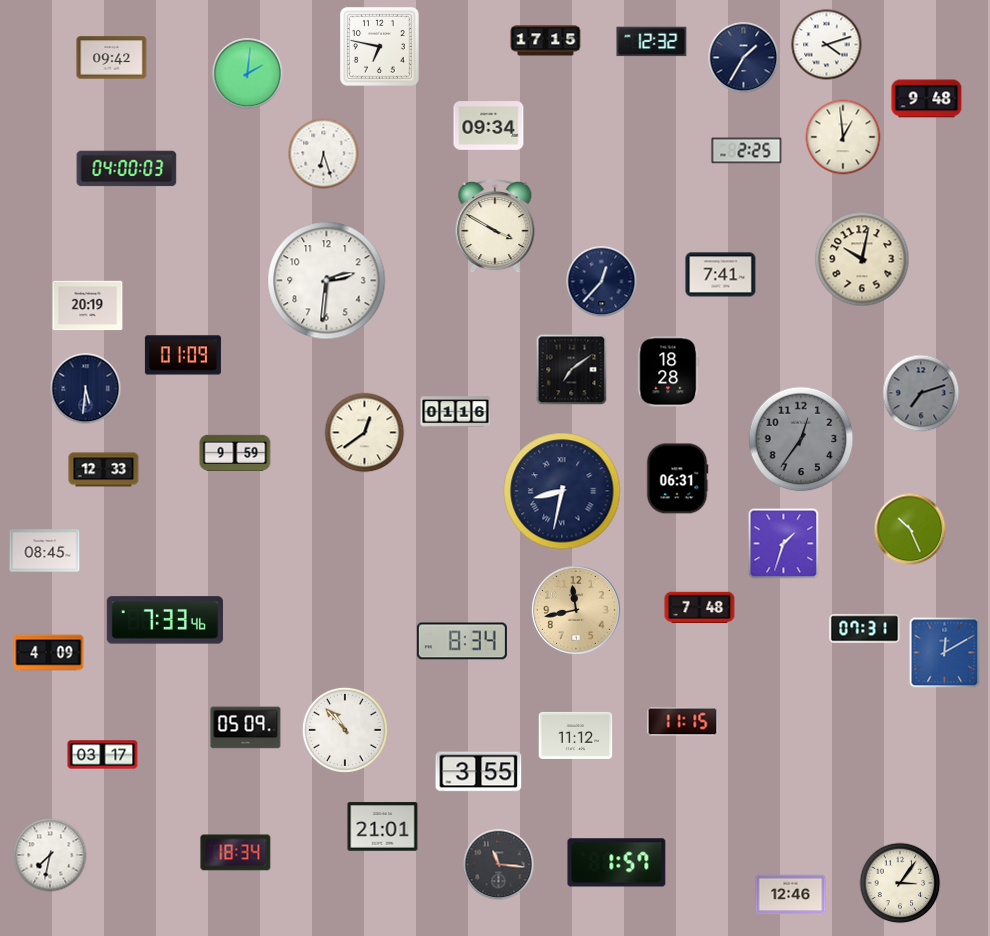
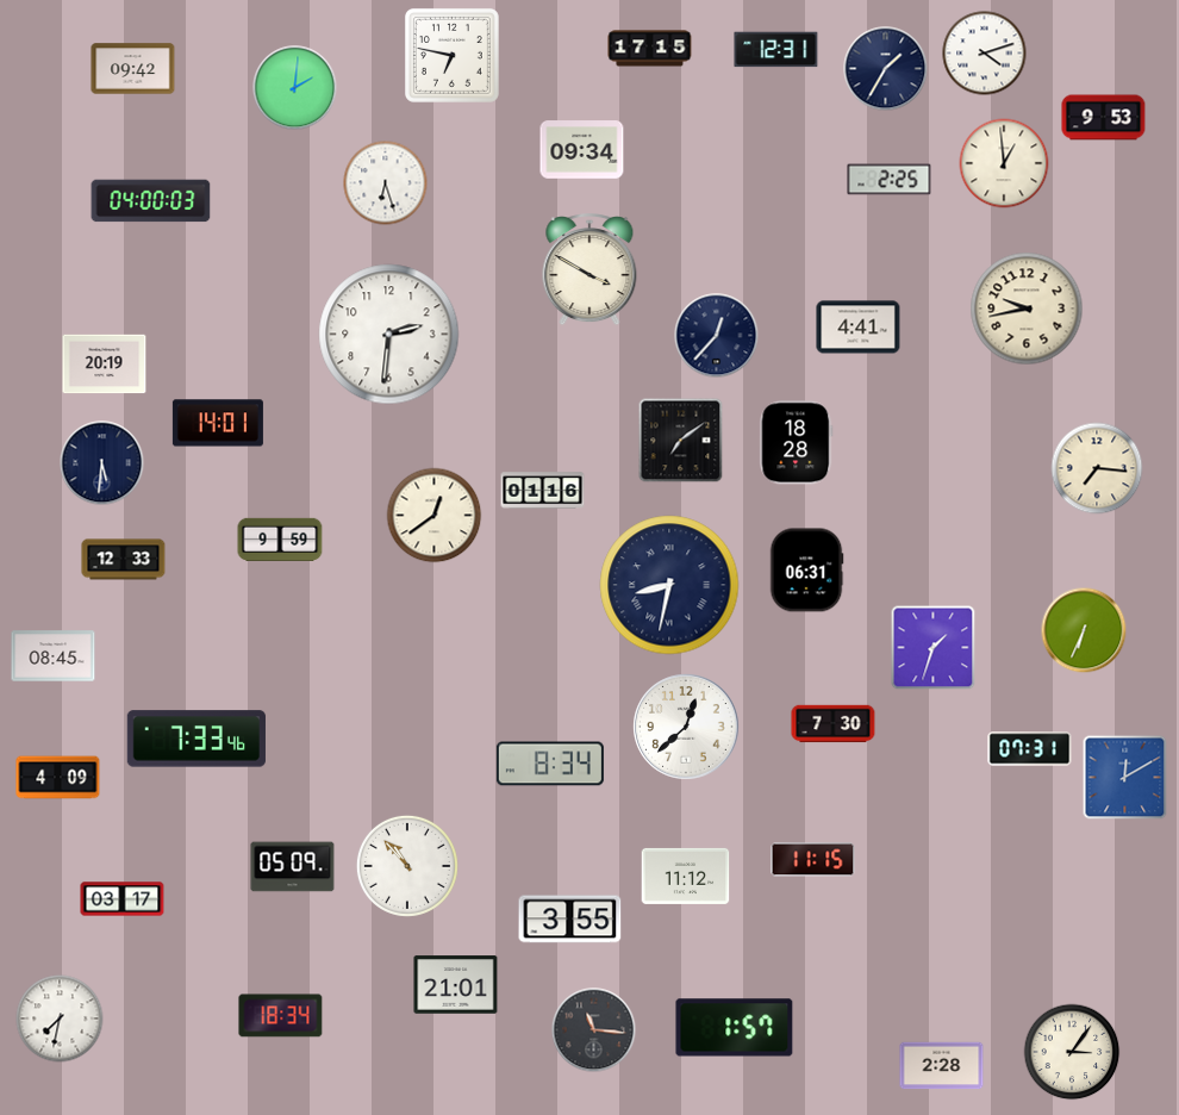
clock at (652, 42): 12:32 -> 12:31
clock at (927, 99): 9:48 -> 9:53
clock at (862, 259): 10:02 -> 9:43
clock at (721, 275): 7:41 -> 4:41
clock at (183, 355): 01:09 -> 14:01
clock at (921, 393): 7:12 -> 7:16
clock at (921, 393) dial: grey -> cream
clock at (801, 439): 12:36 -> none
clock at (910, 529): 10:26 -> 6:34
clock at (700, 608): 7:48 -> 7:30
clock at (576, 610): 11:43 -> 12:38
clock at (576, 610) dial: champagne -> white
clock at (345, 730) position: (345, 730) -> (407, 866)
clock at (791, 895): 12:46 -> 2:28
